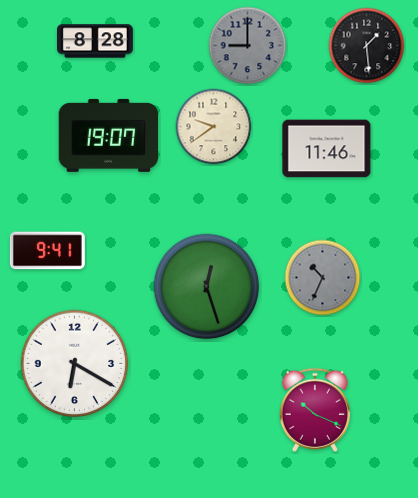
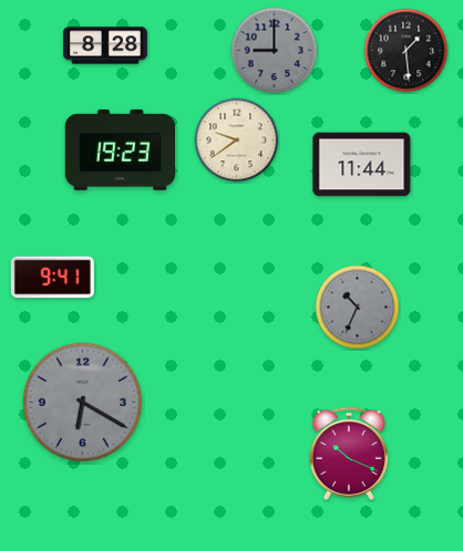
clock at (109, 135): 19:07 -> 19:23
clock at (327, 149): 11:46 -> 11:44
clock at (207, 287): 12:27 -> none
clock at (75, 364) dial: white -> grey
